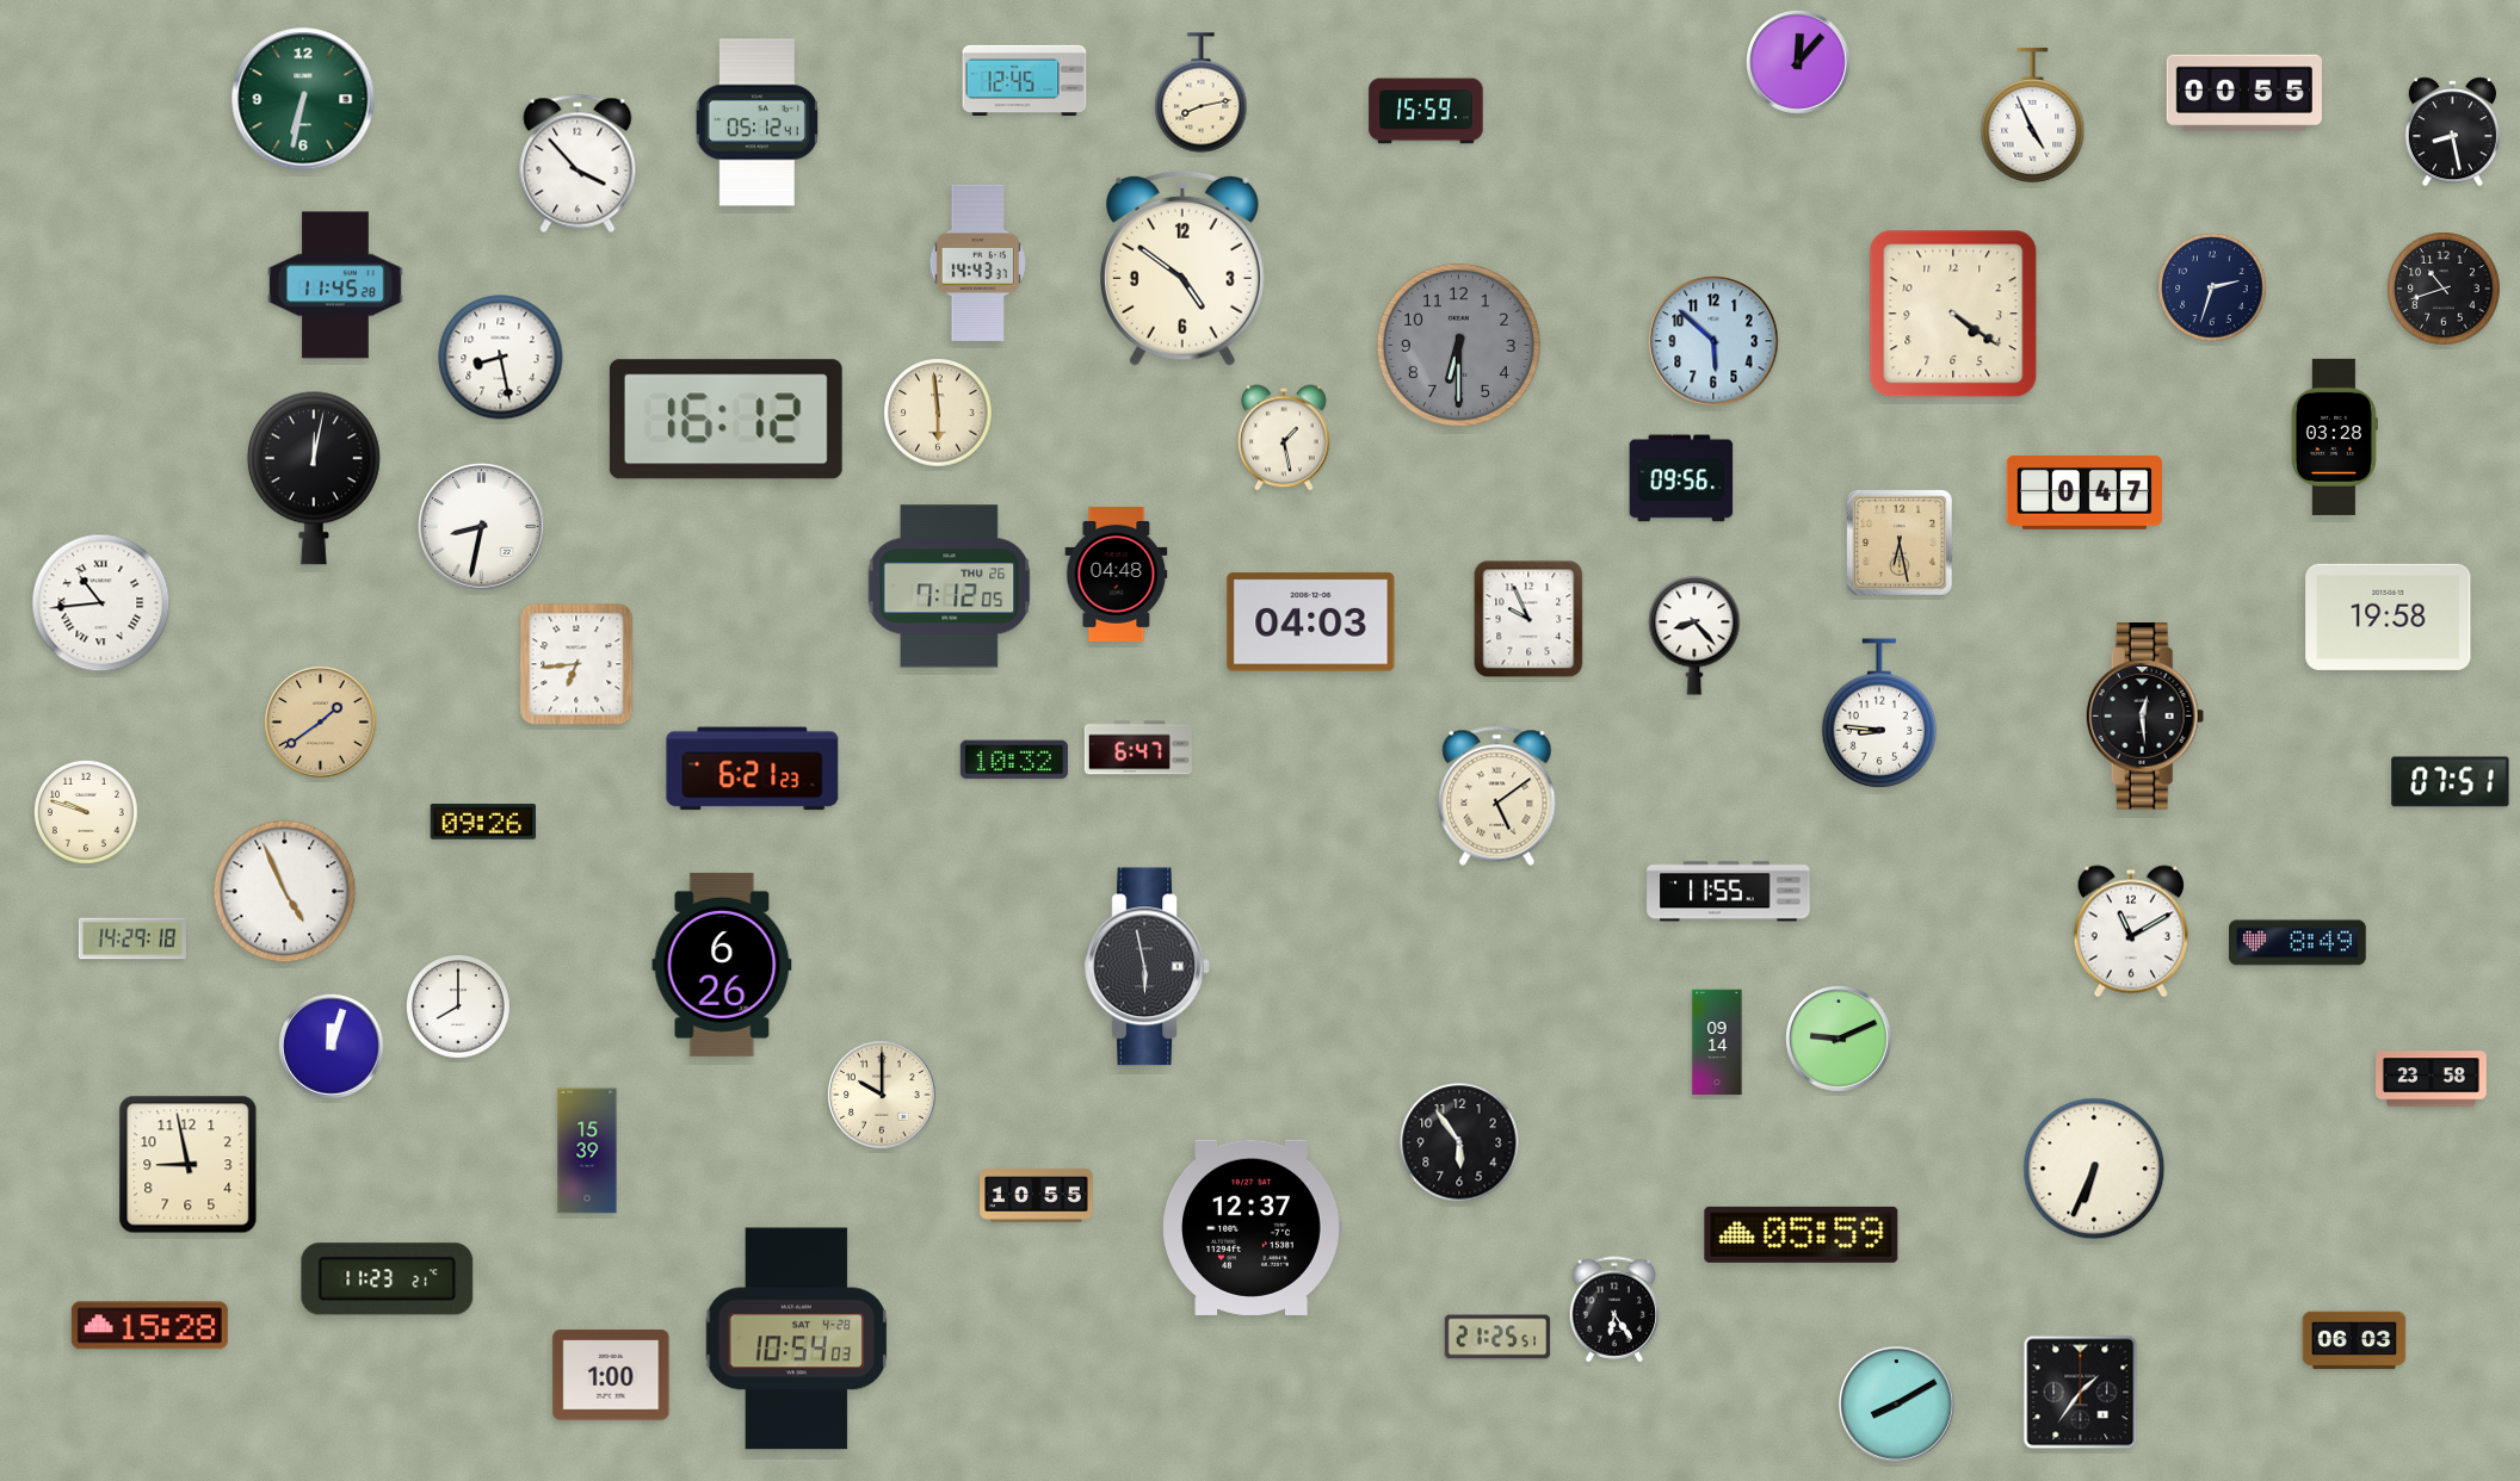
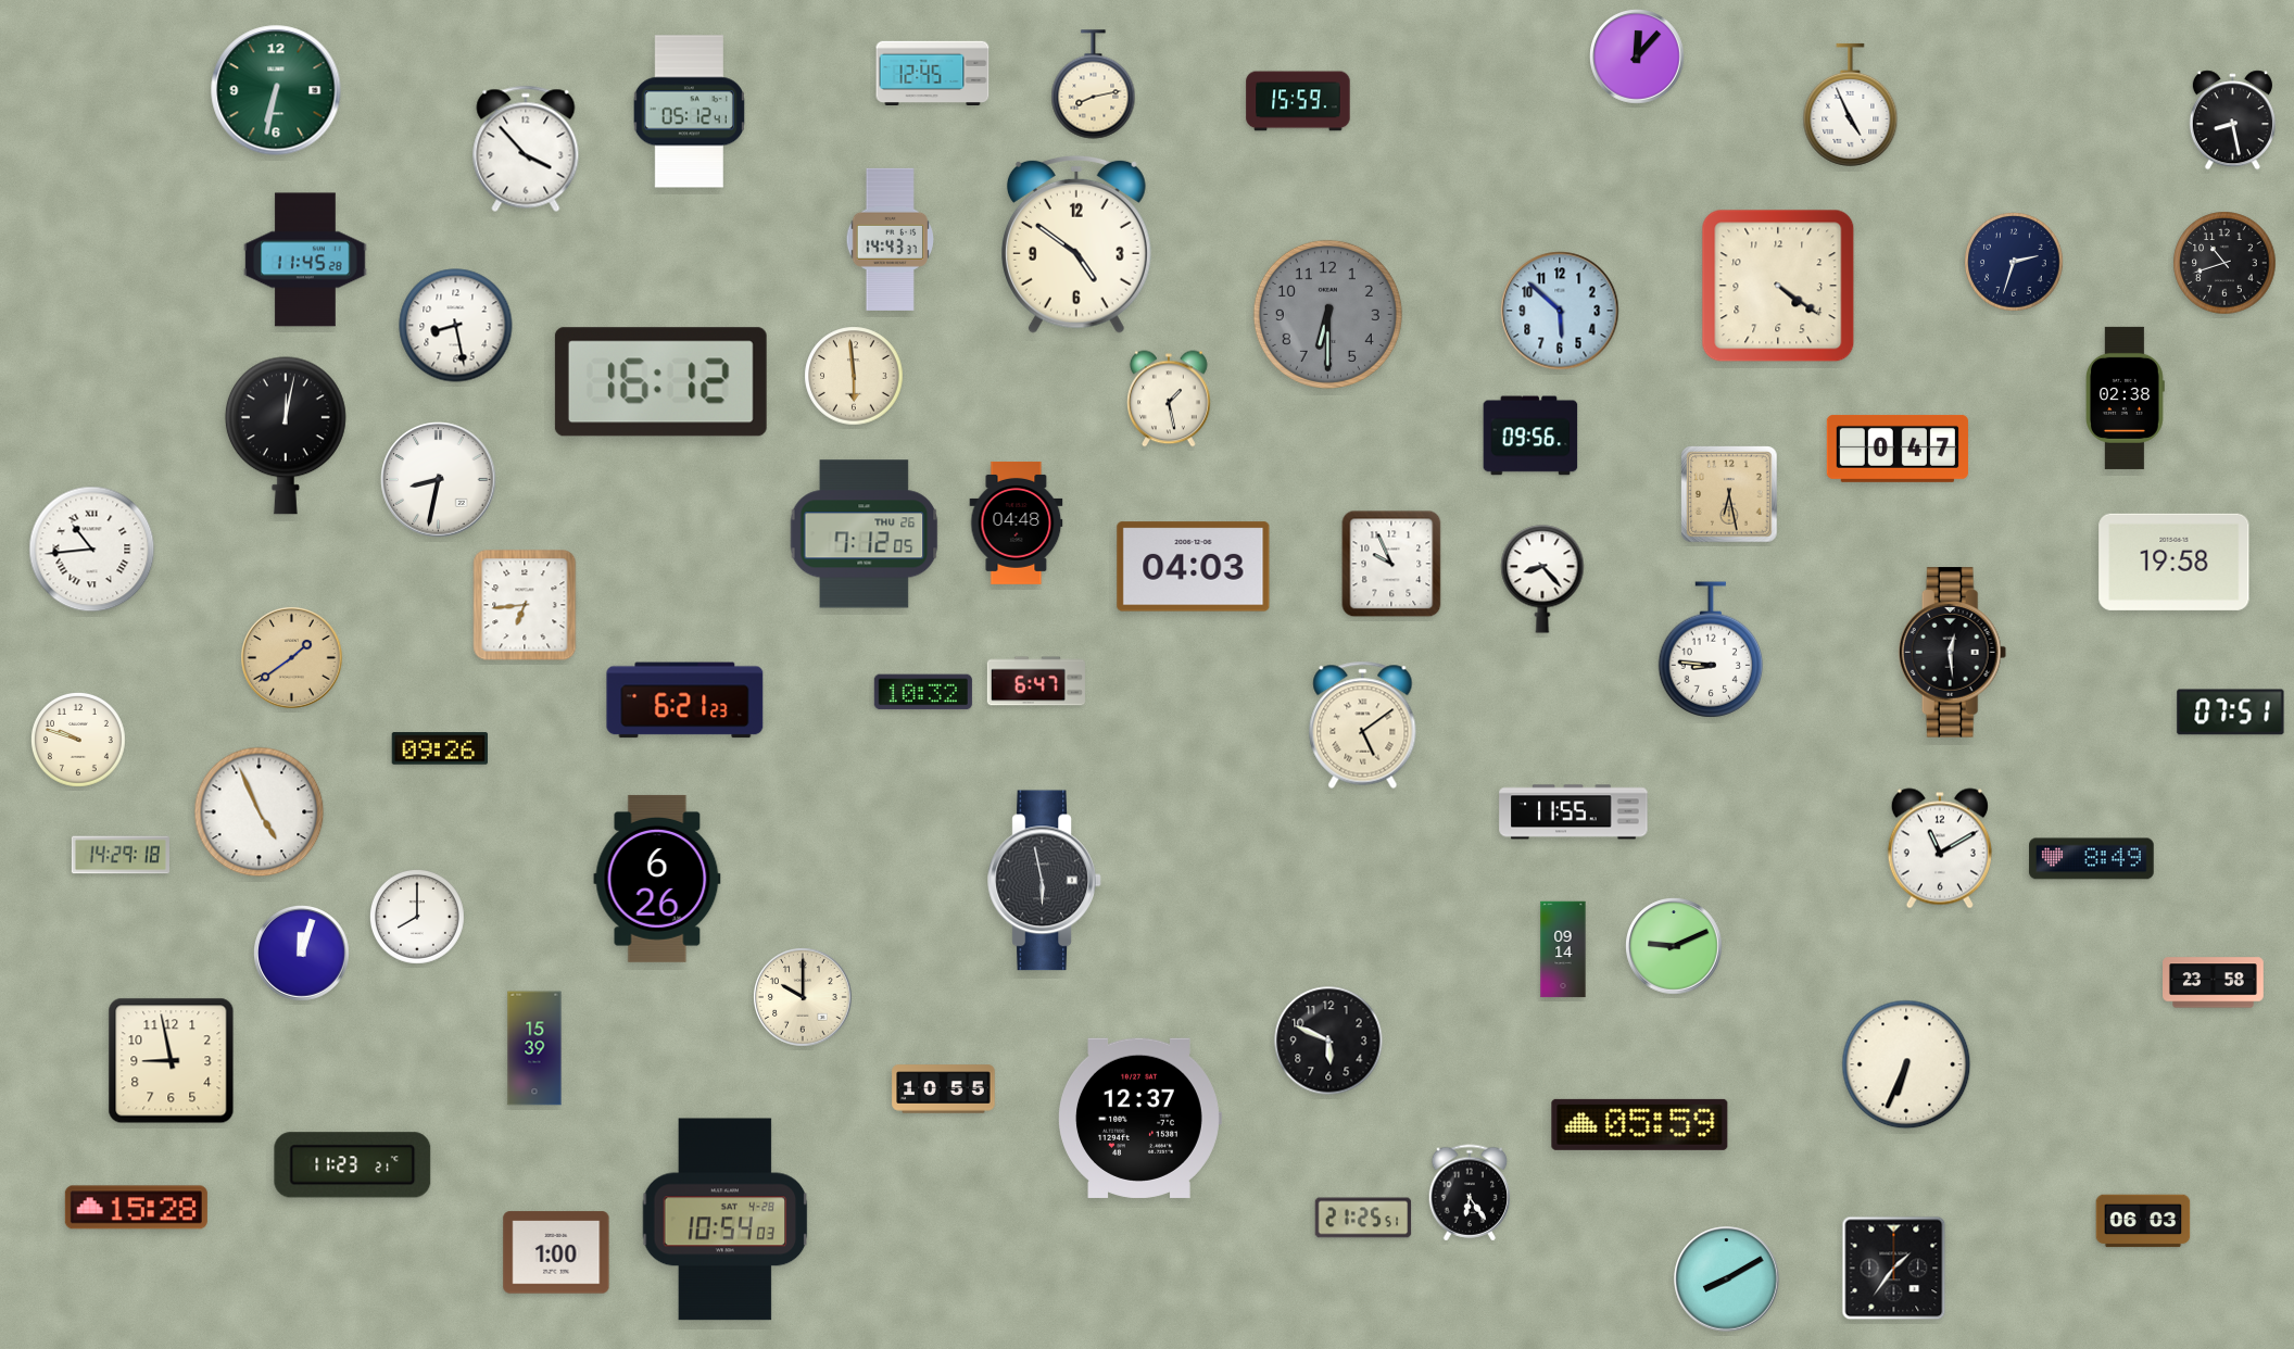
clock at (2244, 93): 00:55 -> none
clock at (2334, 436): 03:28 -> 02:38
clock at (1459, 1142): 5:54 -> 5:49
